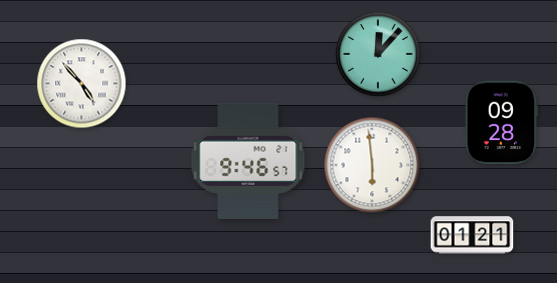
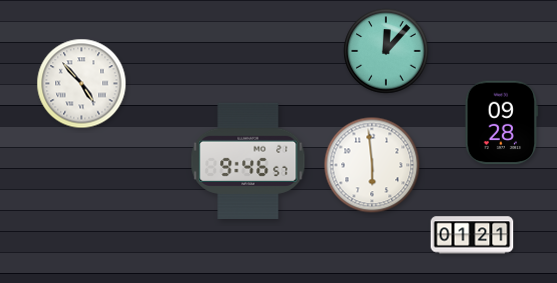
clock at (378, 54) position: (378, 54) -> (386, 51)
